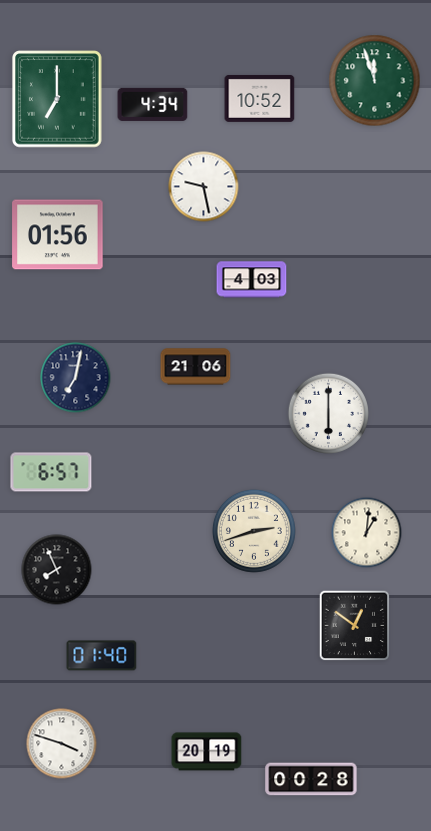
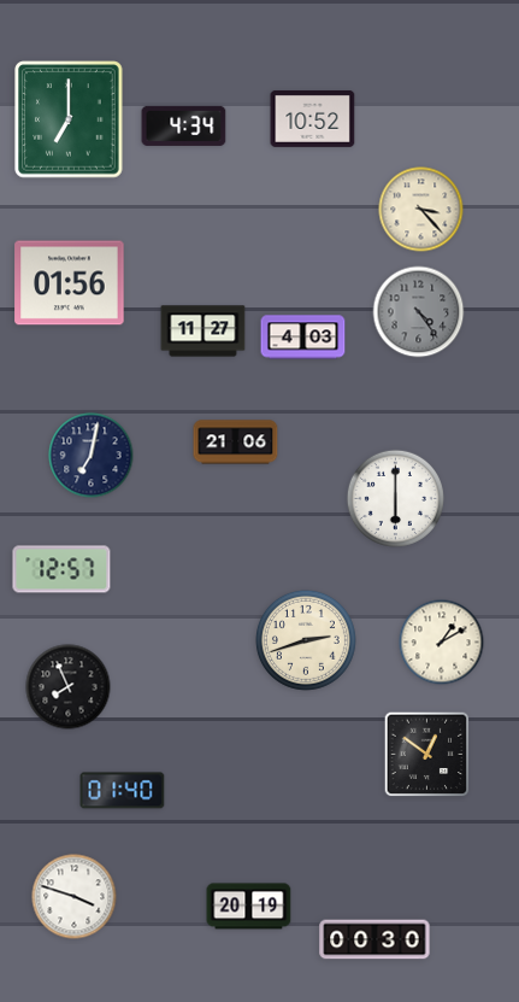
clock at (375, 81): 11:57 -> none
clock at (421, 210): none -> 3:23
clock at (204, 187): 9:28 -> none
clock at (419, 312): none -> 4:24
clock at (204, 332): none -> 11:27
clock at (51, 472): 6:57 -> 12:57
clock at (367, 533): 1:01 -> 1:10
clock at (311, 779): 00:28 -> 00:30
